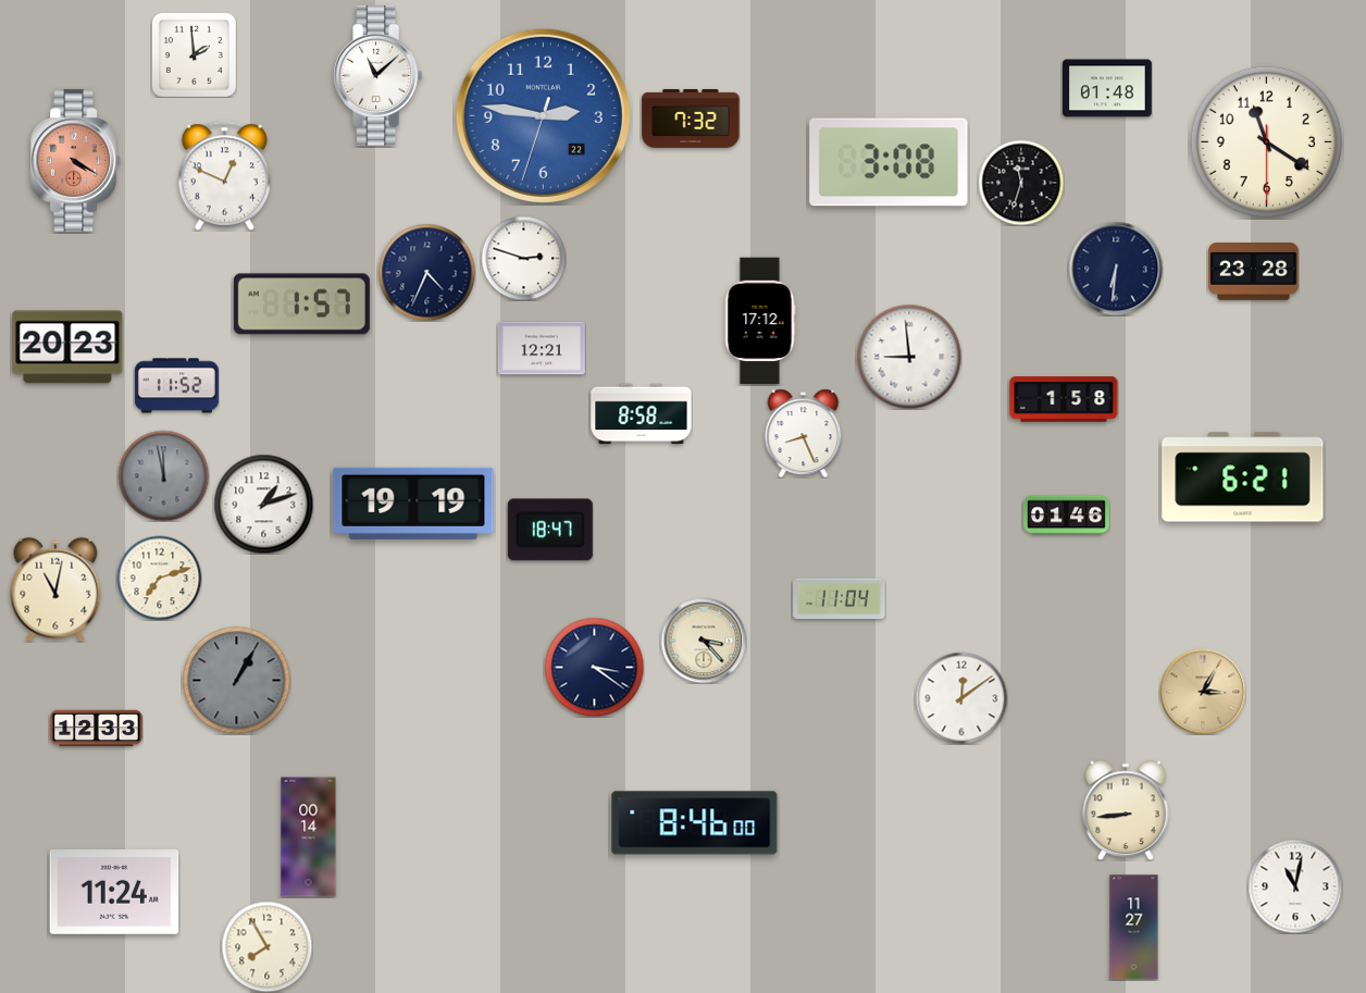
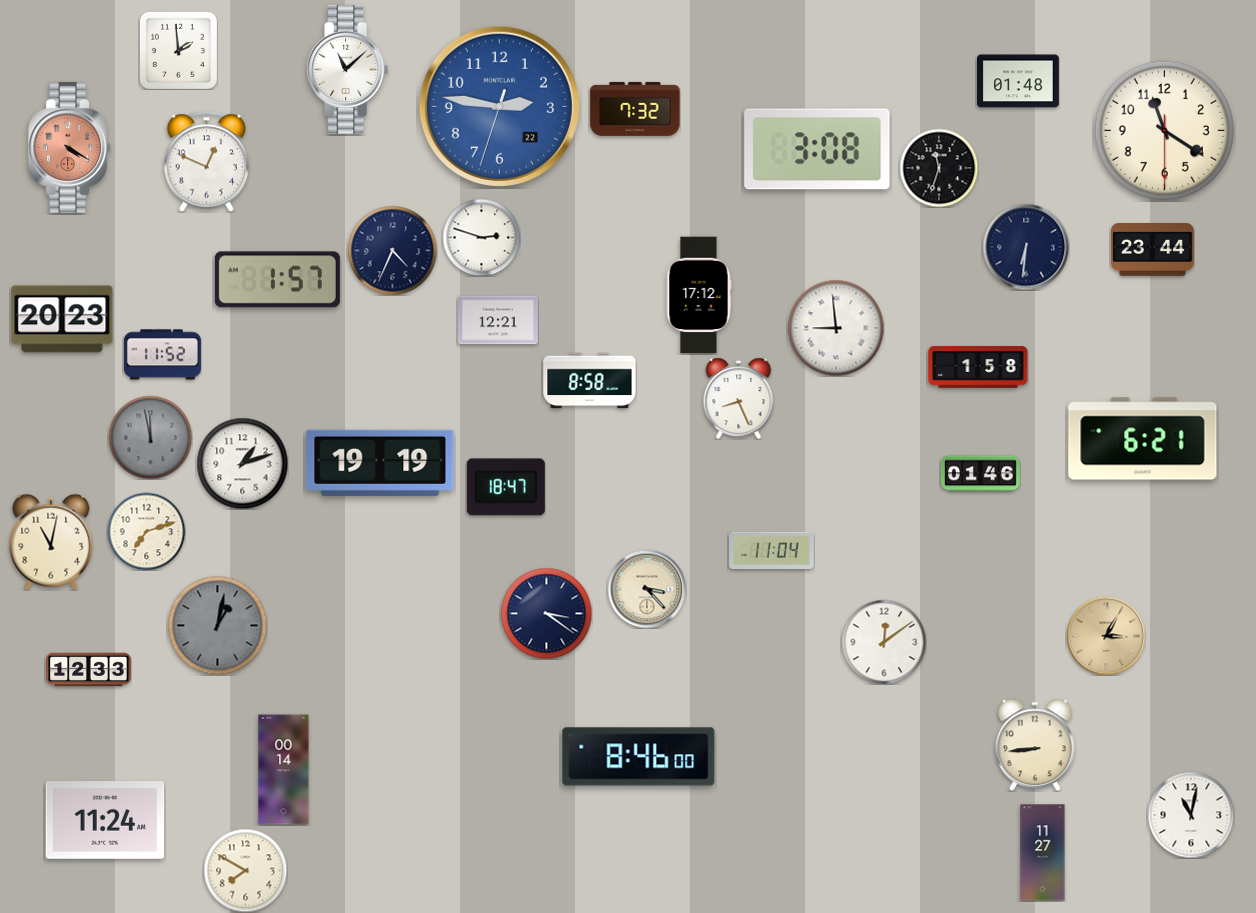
clock at (1254, 272): 23:28 -> 23:44
clock at (237, 681): 1:05 -> 1:02
clock at (266, 946): 7:55 -> 7:50
